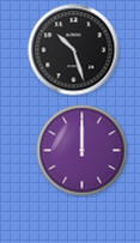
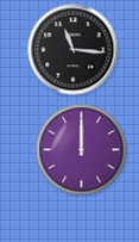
clock at (74, 50): 10:27 -> 11:16
